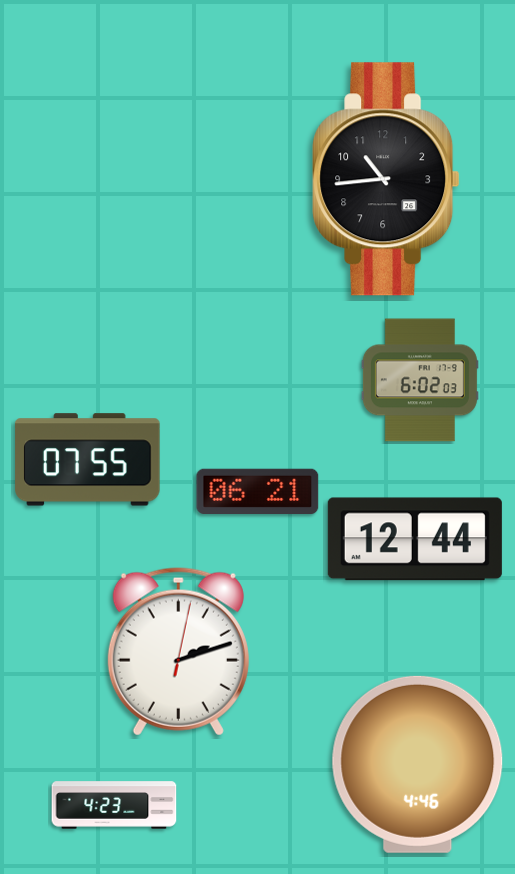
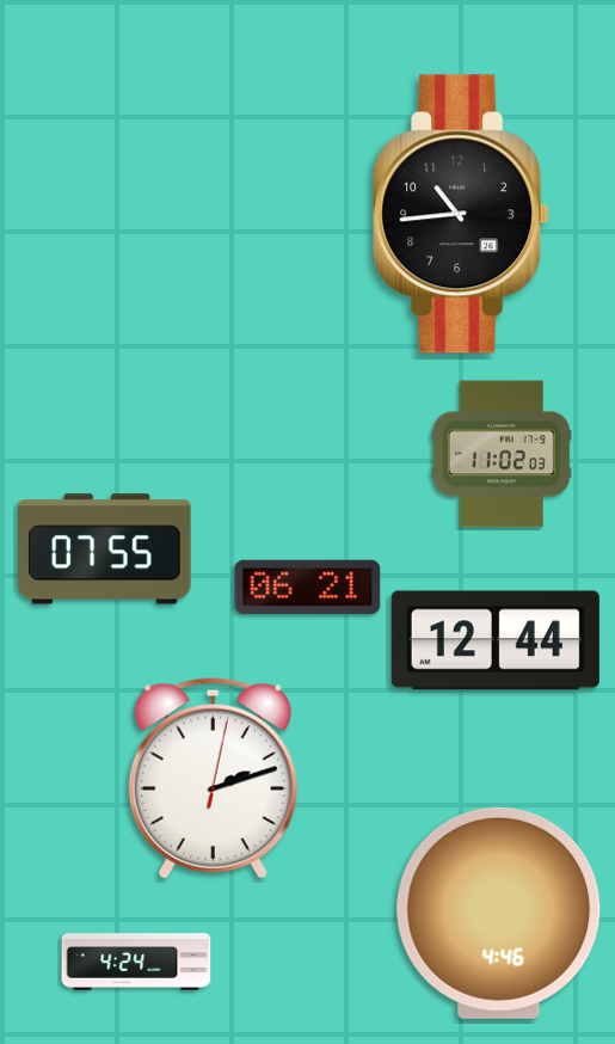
clock at (420, 380): 6:02 -> 11:02
clock at (415, 539) position: (415, 539) -> (496, 640)
clock at (114, 805): 4:23 -> 4:24
